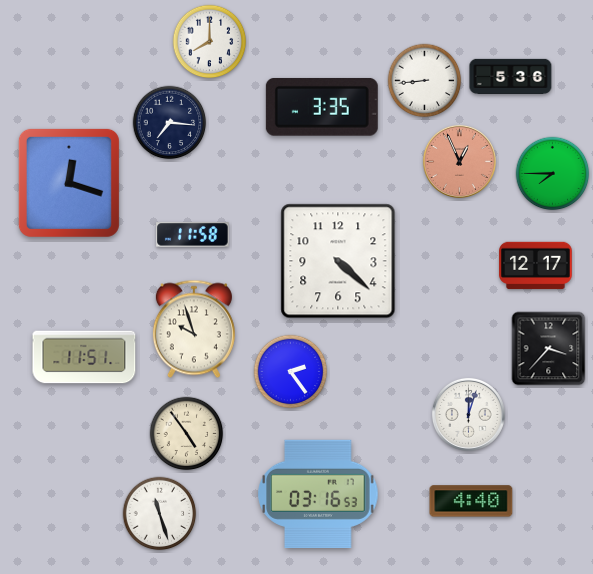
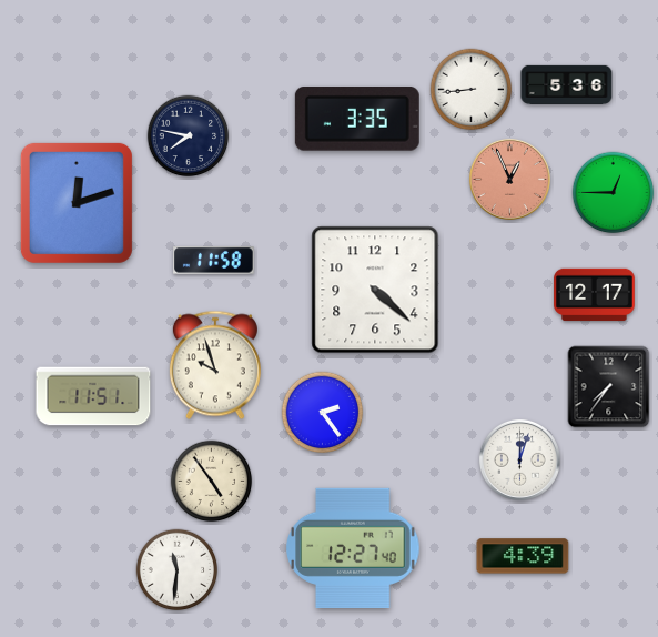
clock at (210, 42): 8:00 -> none
clock at (170, 123): 7:16 -> 7:47
clock at (553, 174): 7:45 -> 12:45
clock at (69, 183): 12:18 -> 12:12
clock at (549, 349): 3:37 -> 7:36
clock at (187, 434) position: (187, 434) -> (212, 482)
clock at (318, 494): 03:16 -> 12:27
clock at (471, 501): 4:40 -> 4:39
clock at (160, 514): 11:27 -> 11:31
